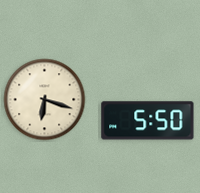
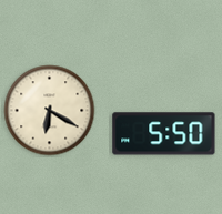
clock at (45, 100): 6:18 -> 6:20
